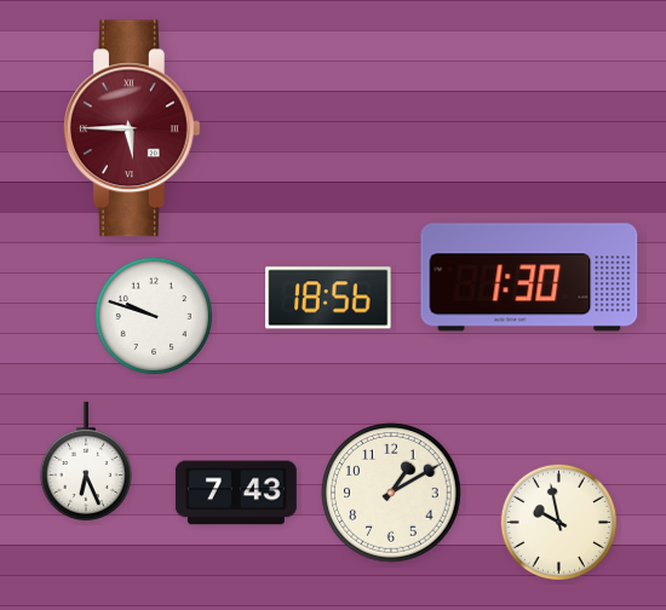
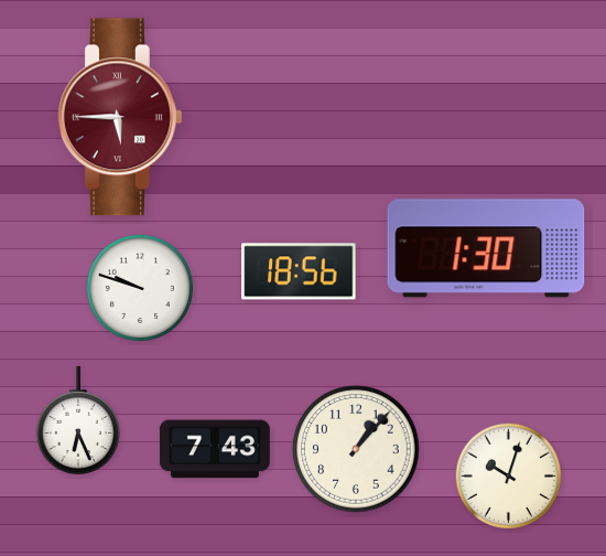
clock at (529, 277) position: (529, 277) -> (486, 248)
clock at (391, 493): 1:10 -> 1:07
clock at (559, 523): 9:58 -> 10:03
